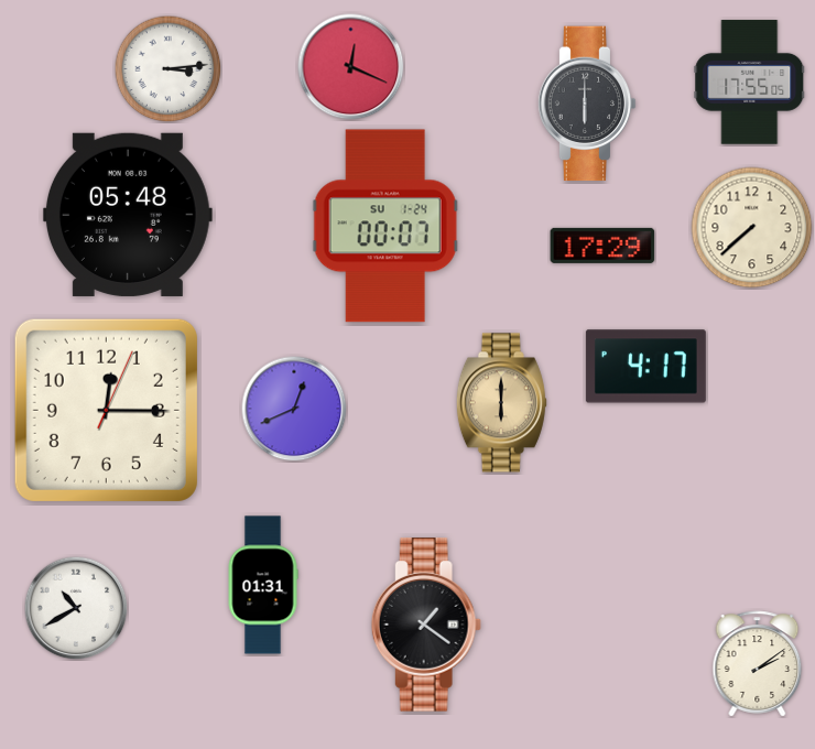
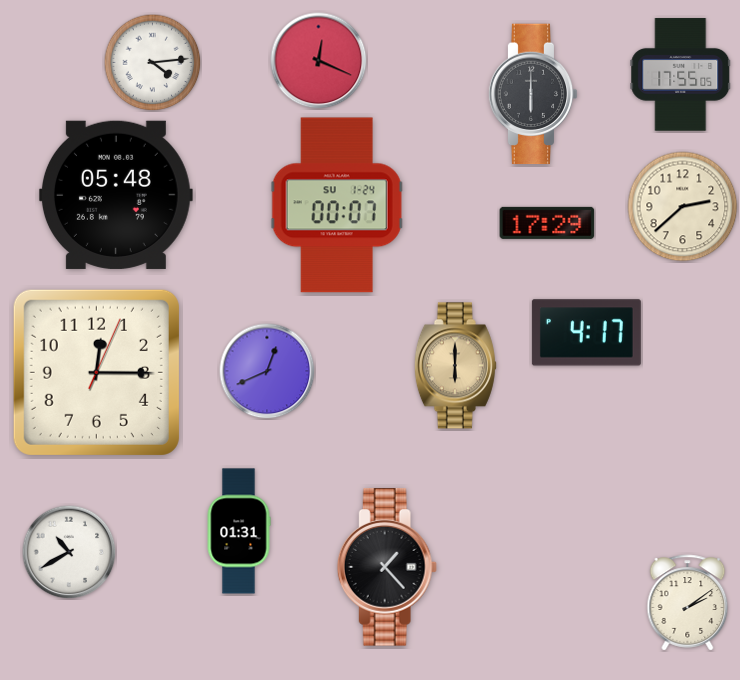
clock at (167, 68): 3:14 -> 4:14
clock at (385, 226) position: (385, 226) -> (337, 205)
clock at (752, 228): 7:38 -> 2:38
clock at (426, 625): 1:21 -> 1:23
